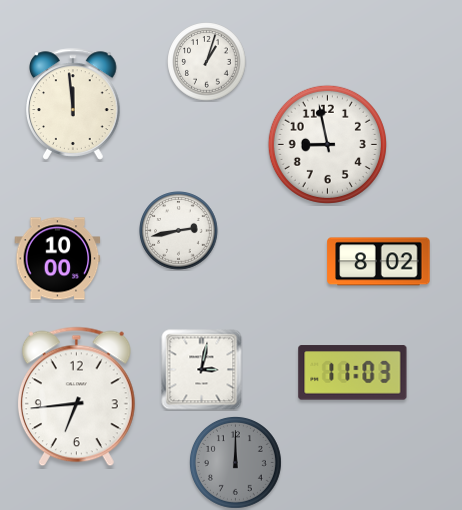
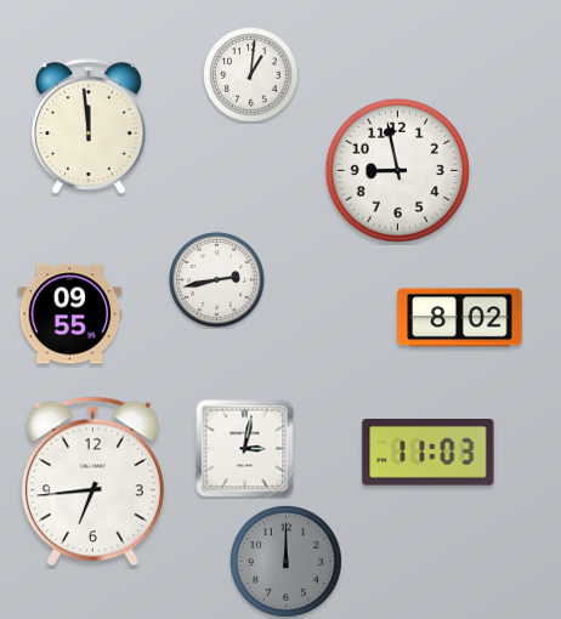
clock at (207, 62): 1:03 -> 1:01
clock at (327, 144) position: (327, 144) -> (397, 170)
clock at (58, 259): 10:00 -> 09:55
